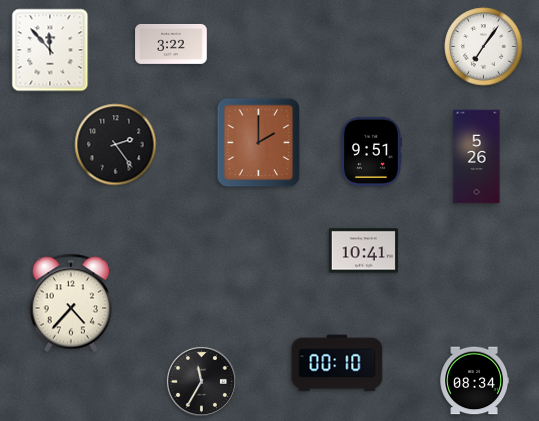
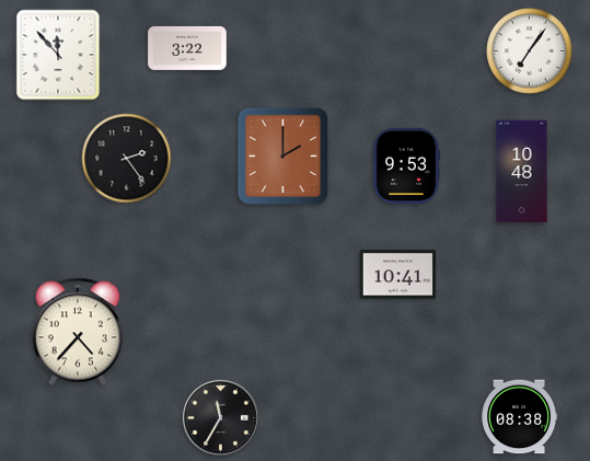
clock at (50, 50) position: (50, 50) -> (58, 55)
clock at (371, 151): 9:51 -> 9:53
clock at (477, 157): 5:26 -> 10:48
clock at (337, 363): 00:10 -> none
clock at (474, 381): 08:34 -> 08:38
